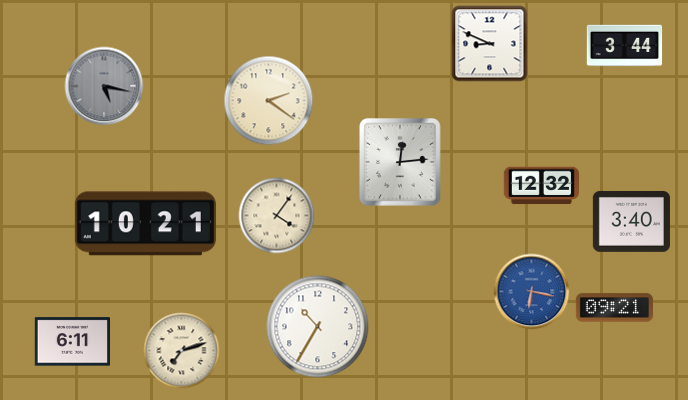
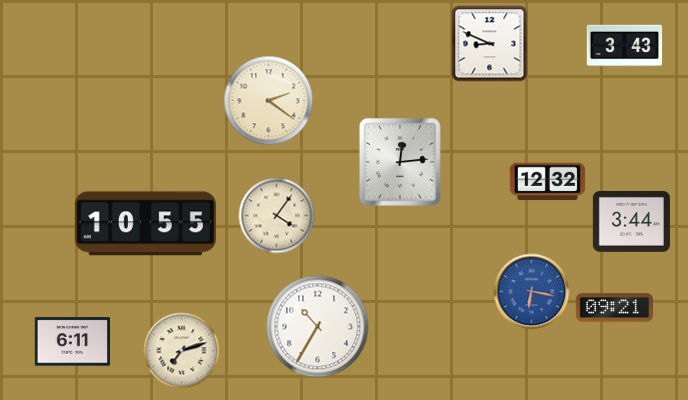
clock at (625, 46): 3:44 -> 3:43
clock at (104, 86): 5:17 -> none
clock at (542, 186) position: (542, 186) -> (548, 182)
clock at (631, 221): 3:40 -> 3:44
clock at (145, 224): 10:21 -> 10:55
